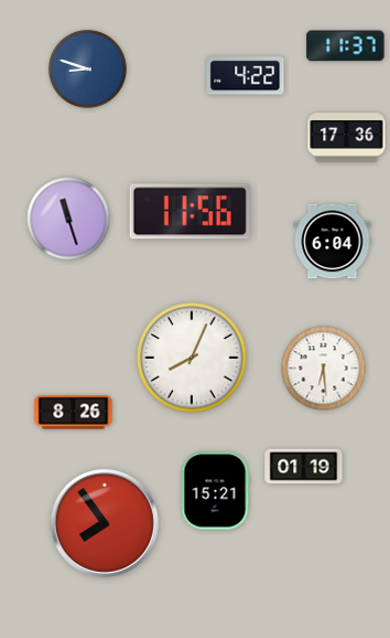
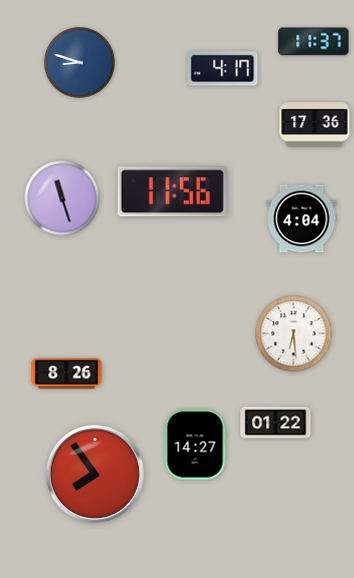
clock at (246, 76): 4:22 -> 4:17
clock at (333, 242): 6:04 -> 4:04
clock at (192, 358): 8:04 -> none
clock at (304, 467): 01:19 -> 01:22
clock at (215, 491): 15:21 -> 14:27
